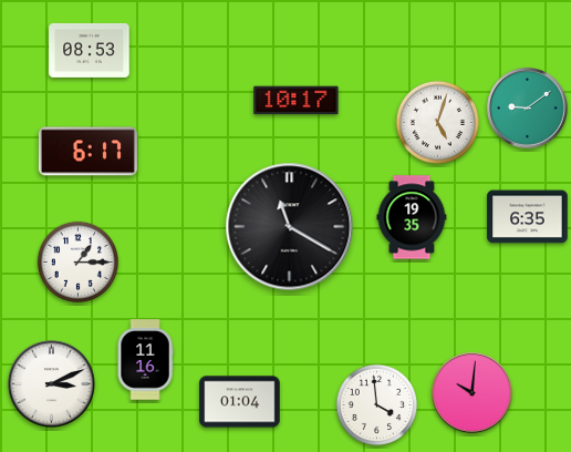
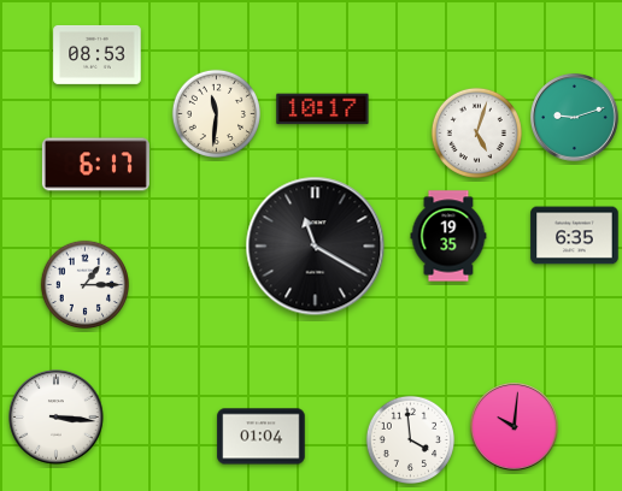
clock at (217, 114): none -> 11:31
clock at (528, 109): 9:09 -> 9:12
clock at (145, 360): 11:16 -> none
clock at (52, 384): 3:11 -> 3:16
